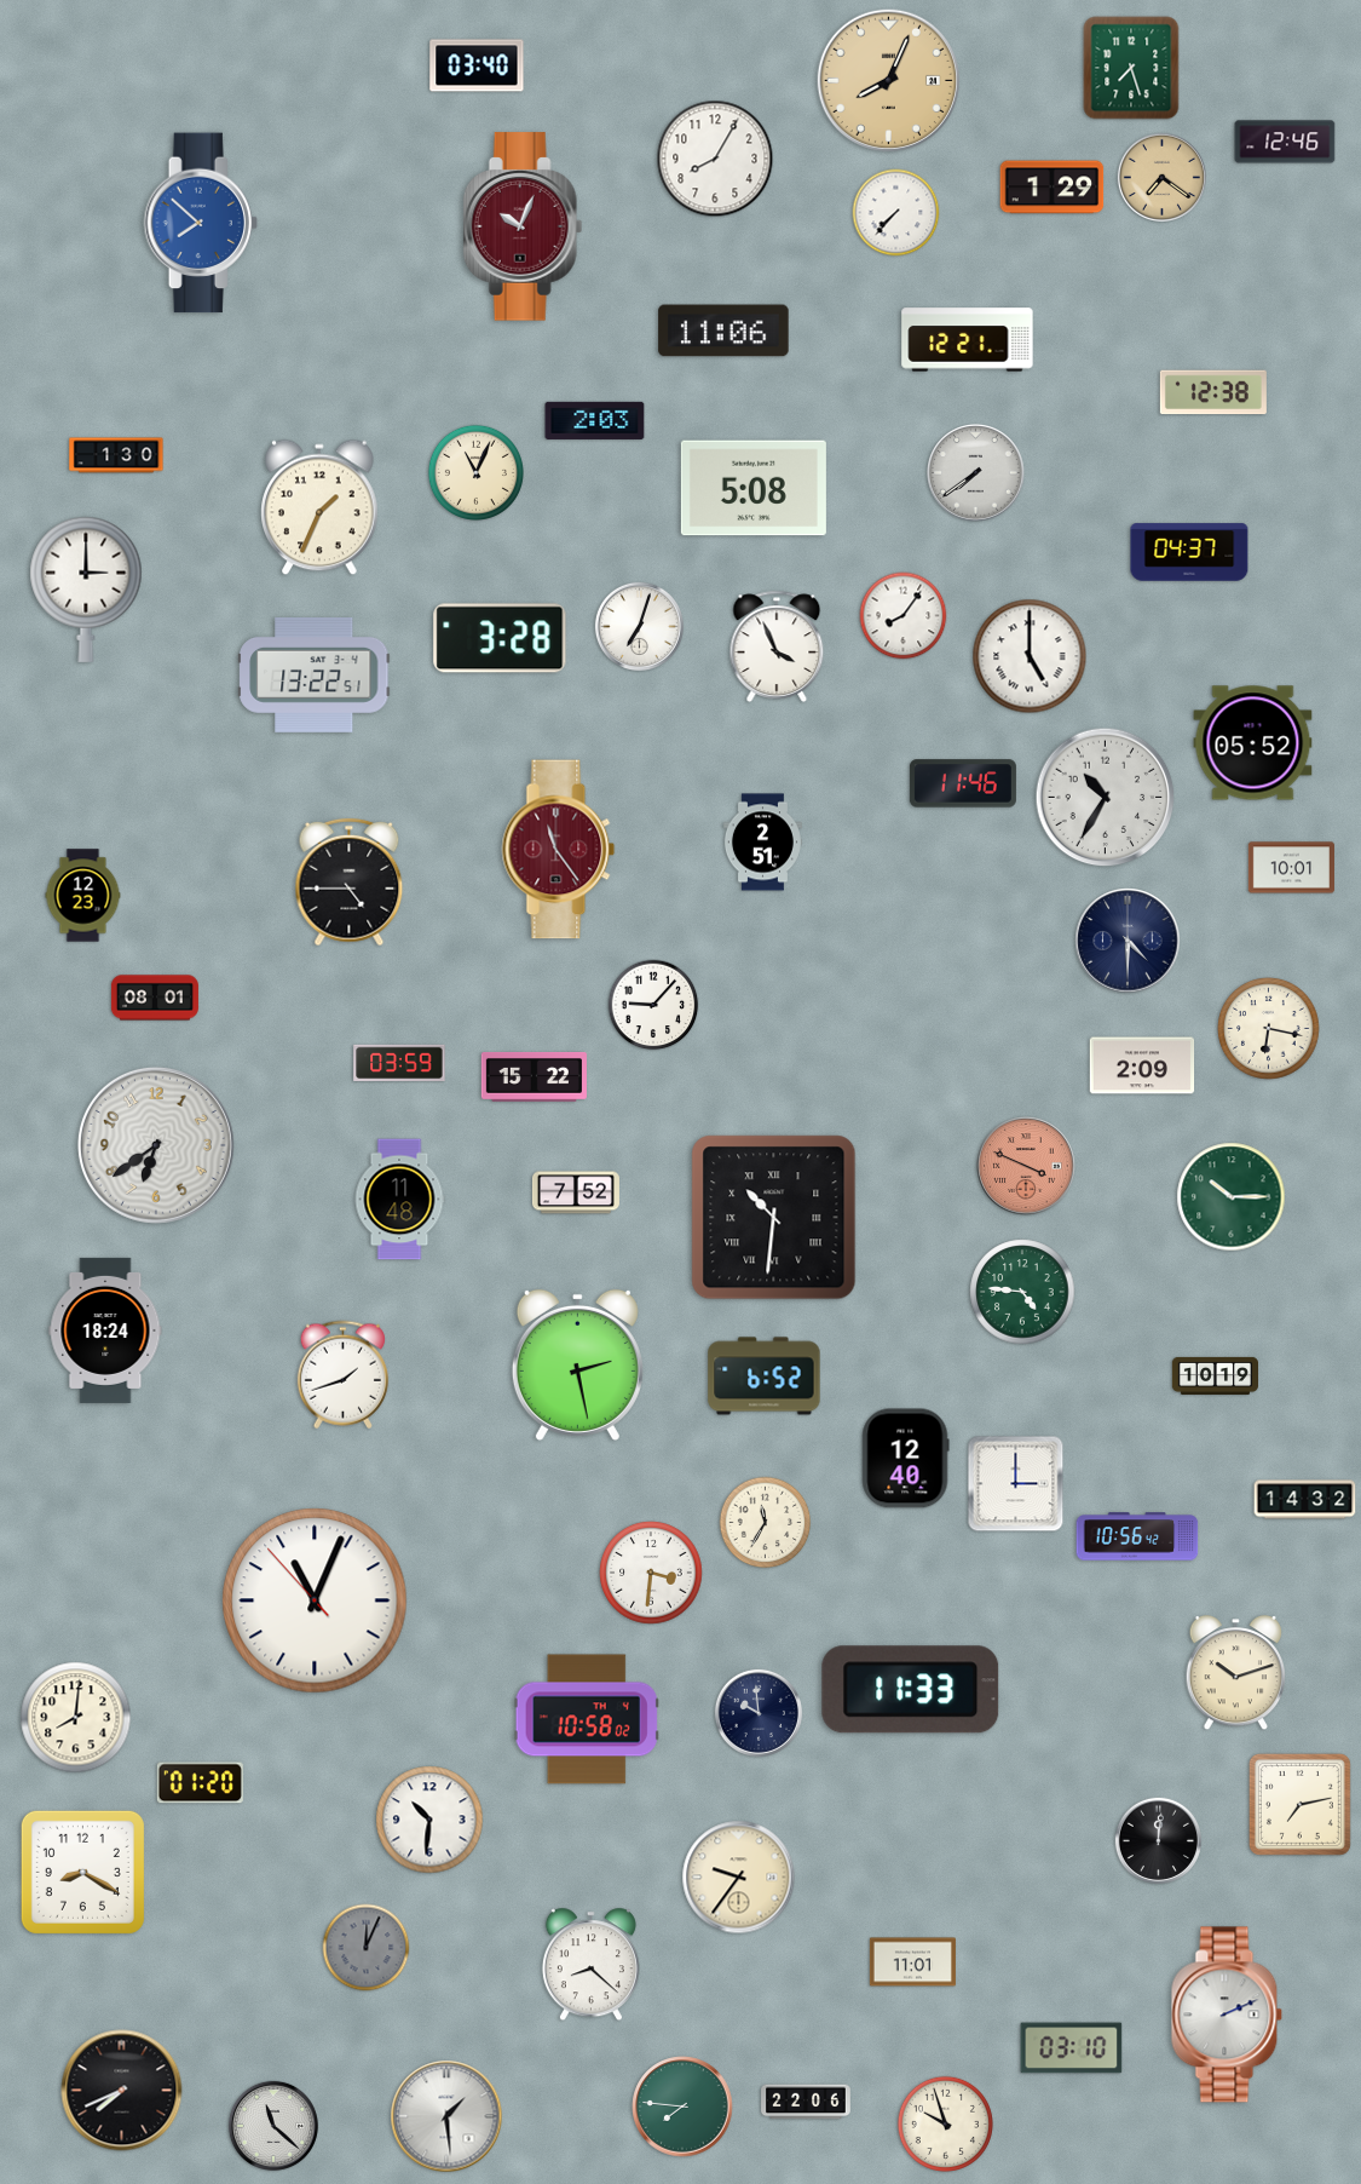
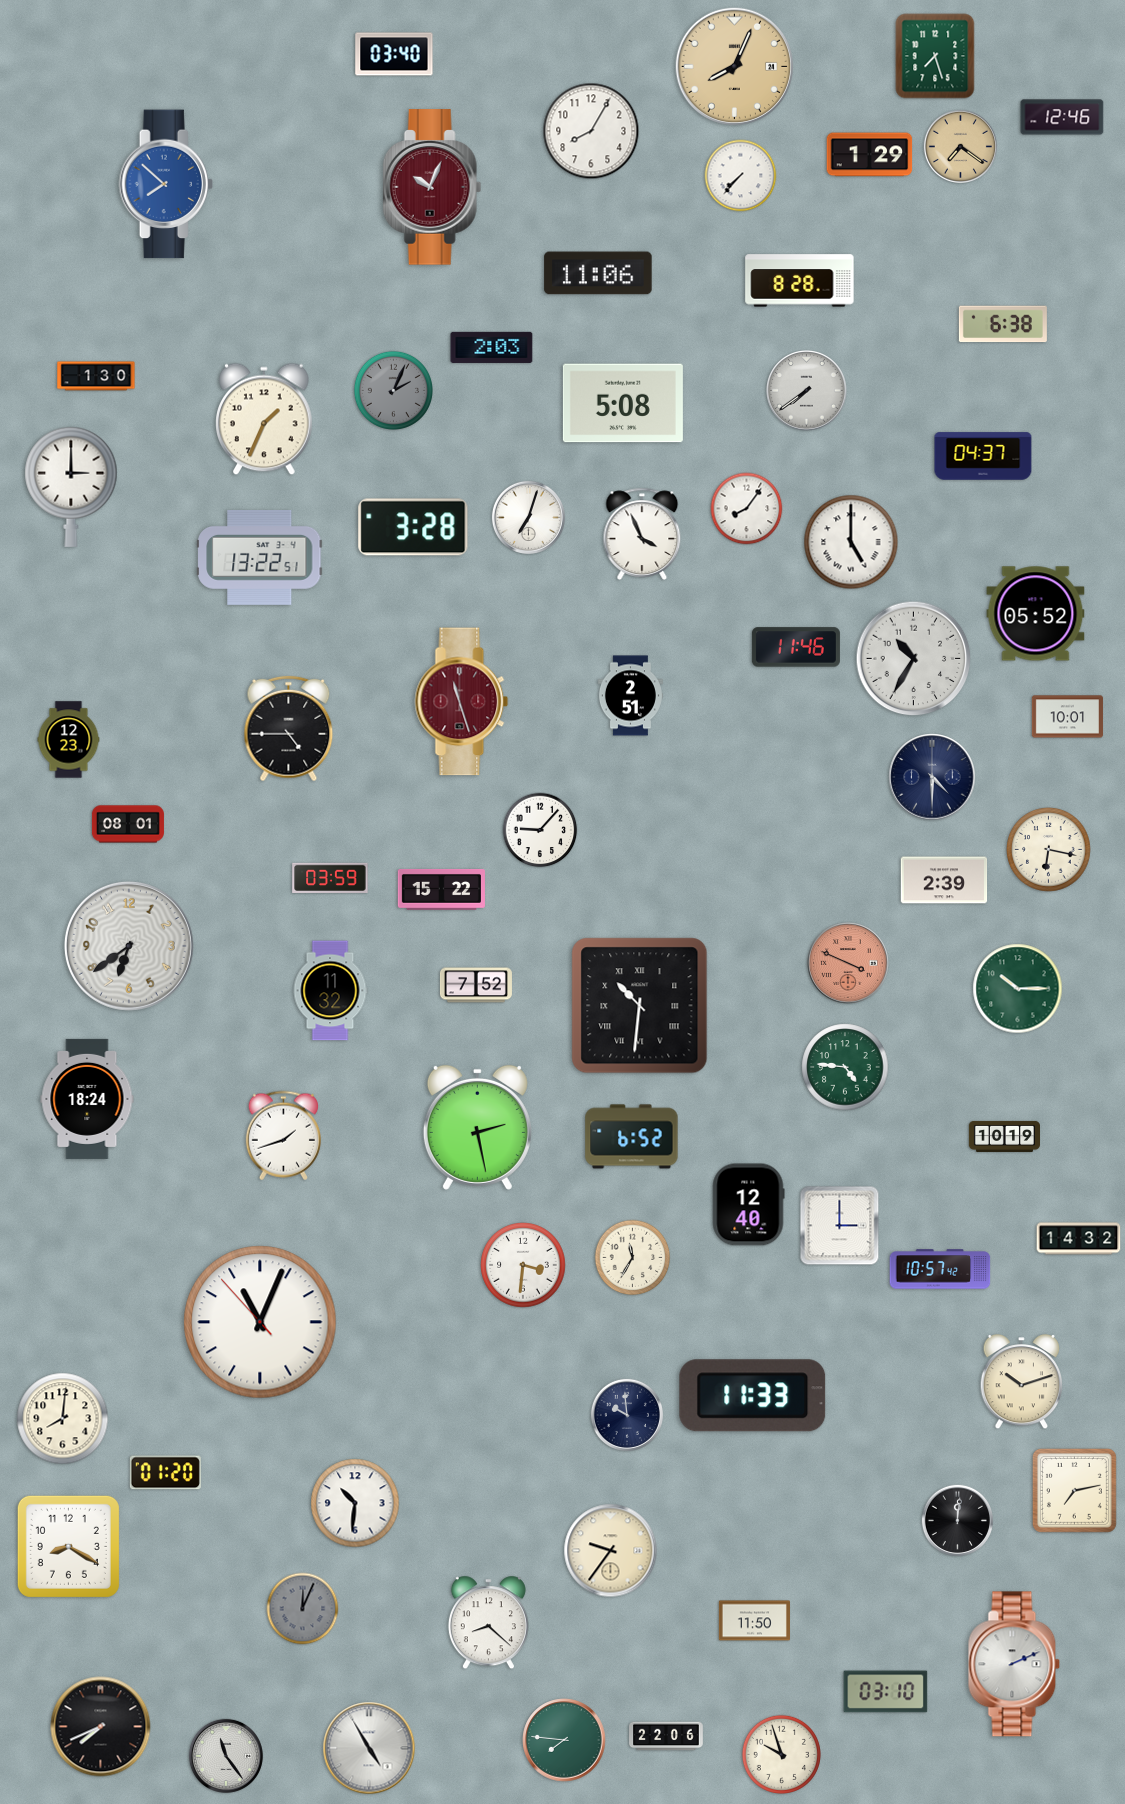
clock at (968, 340): 12:21 -> 8:28
clock at (1213, 392): 12:38 -> 6:38
clock at (475, 472): 11:04 -> 2:04
clock at (475, 472) dial: cream -> grey
clock at (559, 850): 11:24 -> 11:27
clock at (1142, 1065): 2:09 -> 2:39
clock at (399, 1200): 11:48 -> 11:32
clock at (1137, 1536): 10:56 -> 10:57
clock at (651, 1573) position: (651, 1573) -> (523, 1265)
clock at (587, 1719): 10:58 -> none
clock at (912, 1962): 11:01 -> 11:50
clock at (446, 2116): 1:29 -> 4:55
clock at (273, 2126): 11:22 -> 11:24
